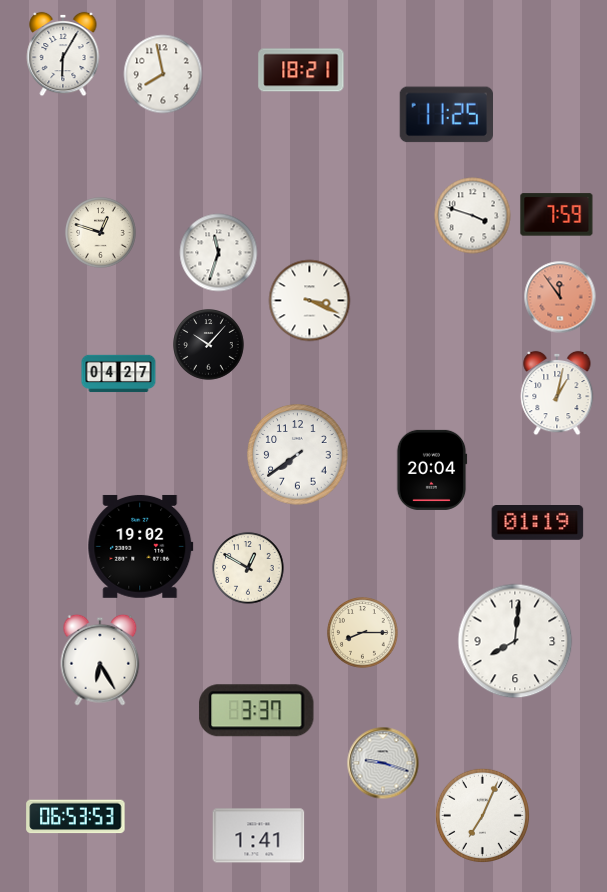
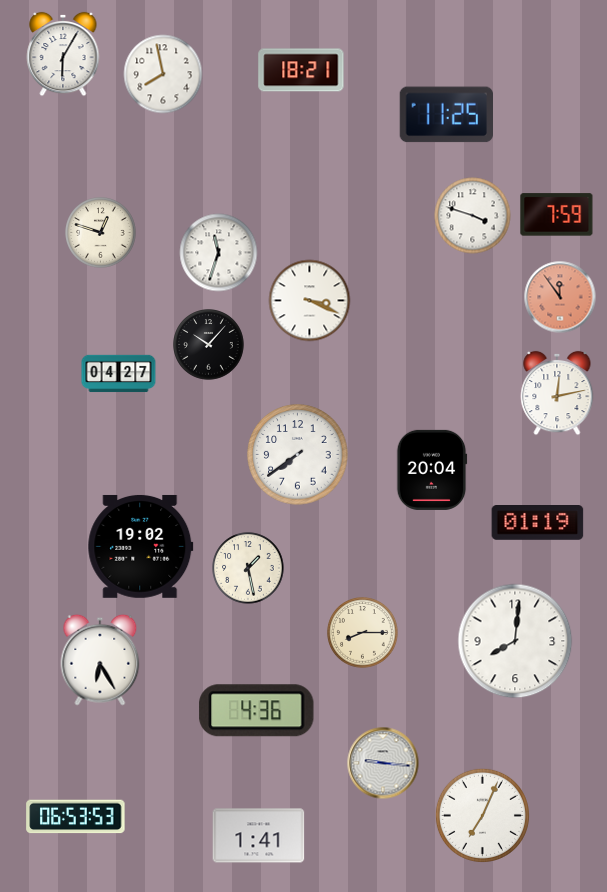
clock at (557, 393): 1:02 -> 12:13
clock at (248, 568): 12:50 -> 1:28
clock at (257, 711): 3:37 -> 4:36
clock at (383, 763): 9:18 -> 9:16
